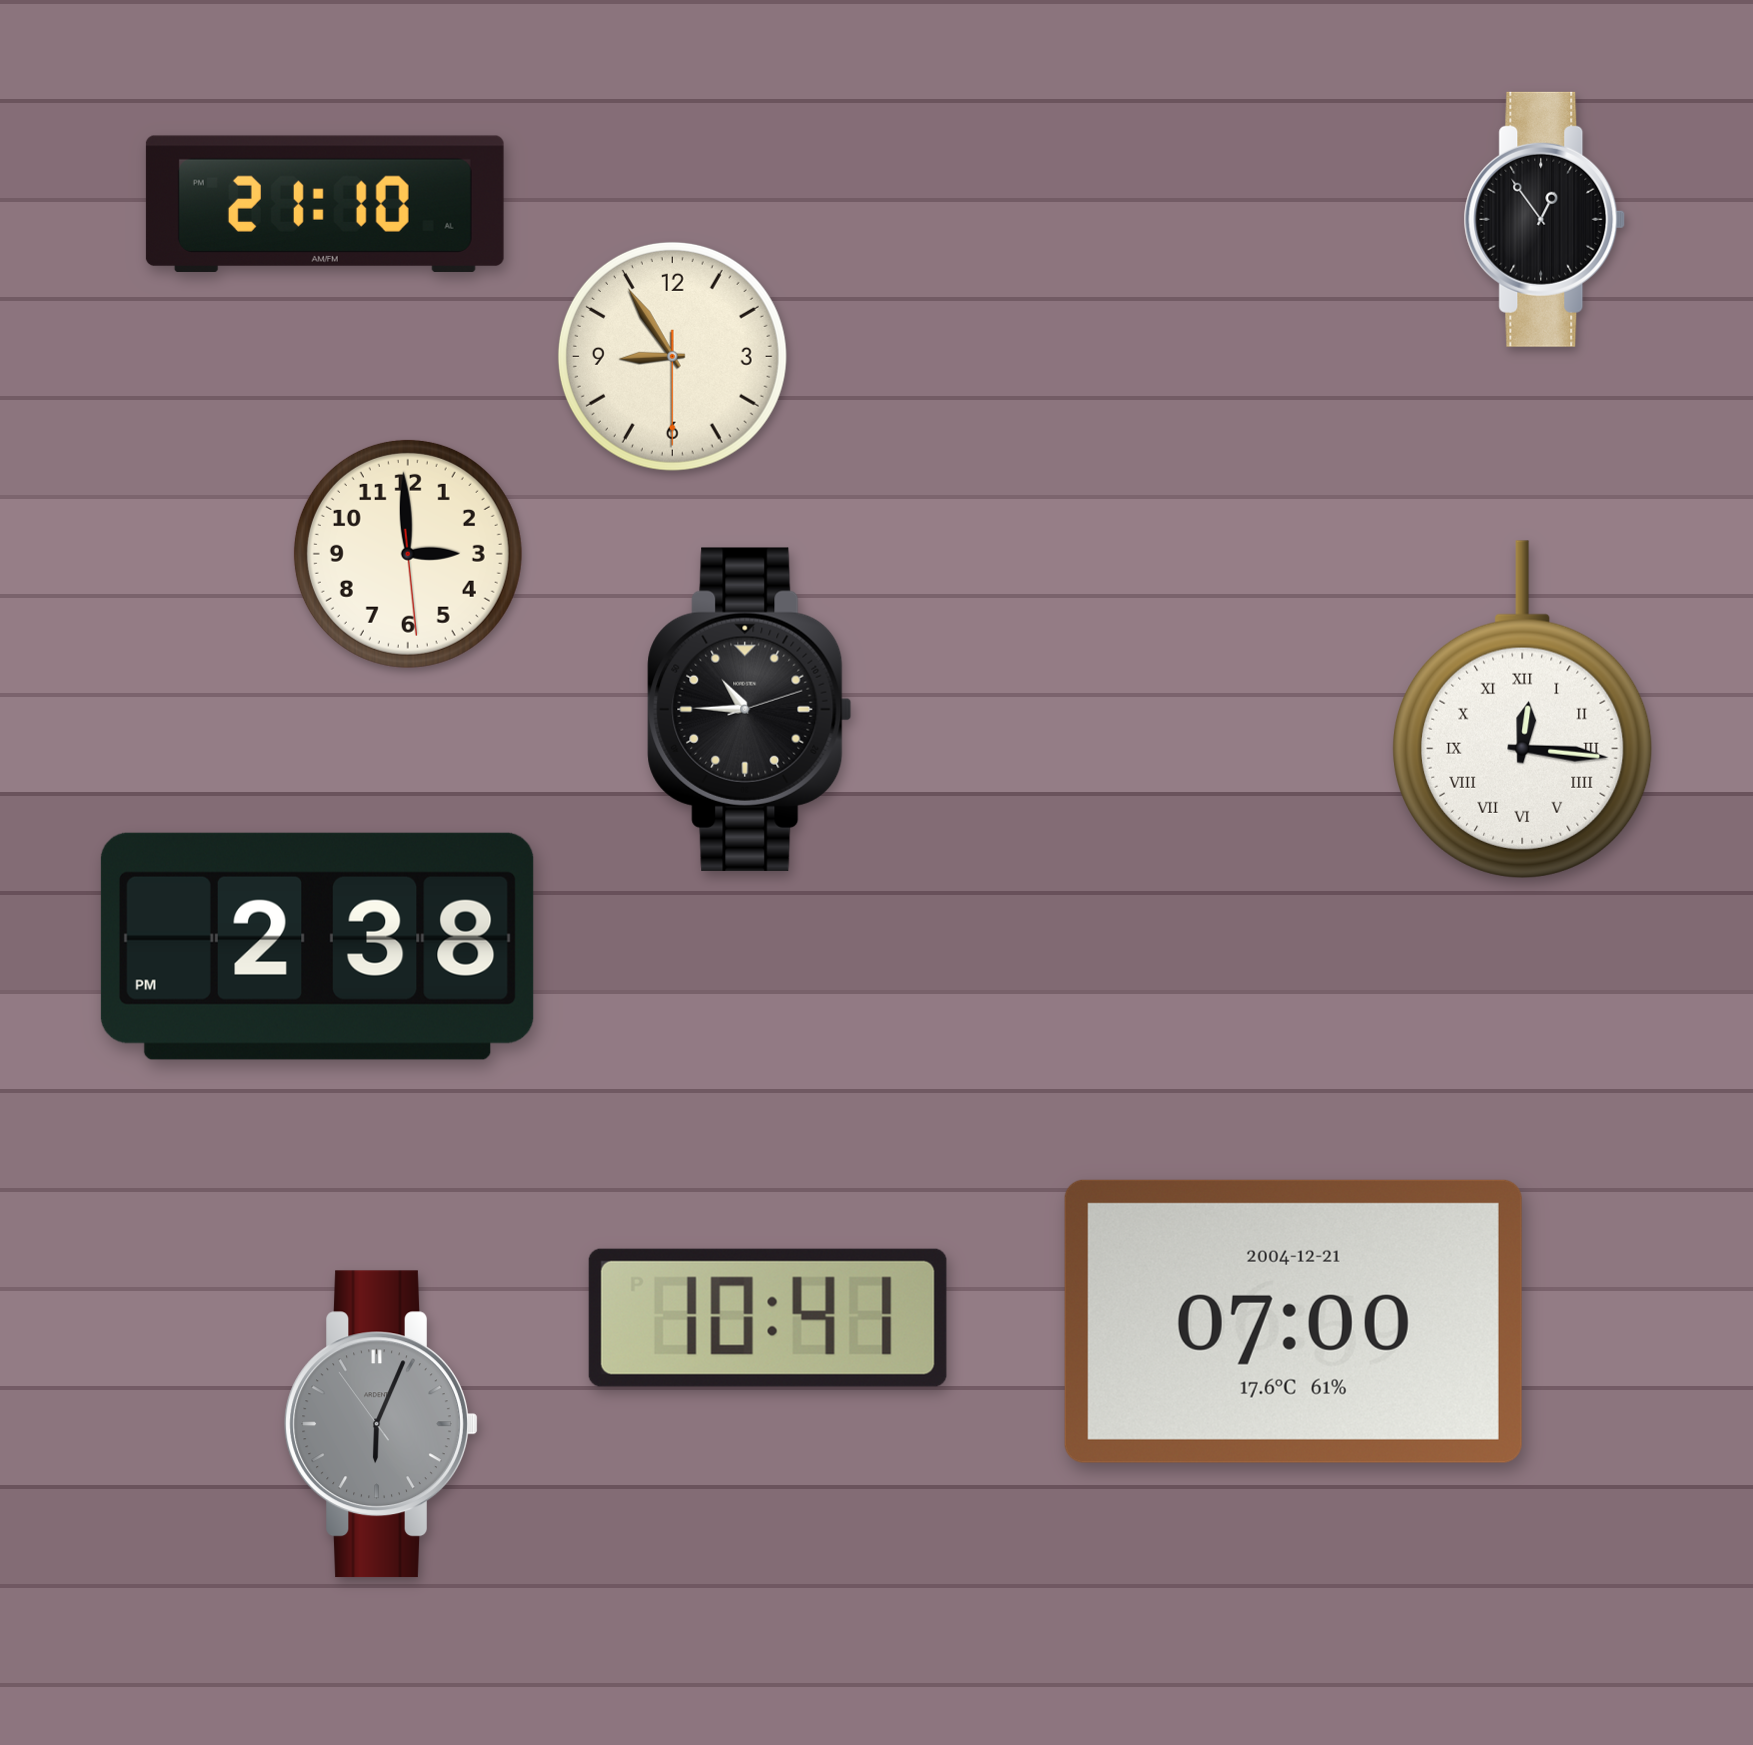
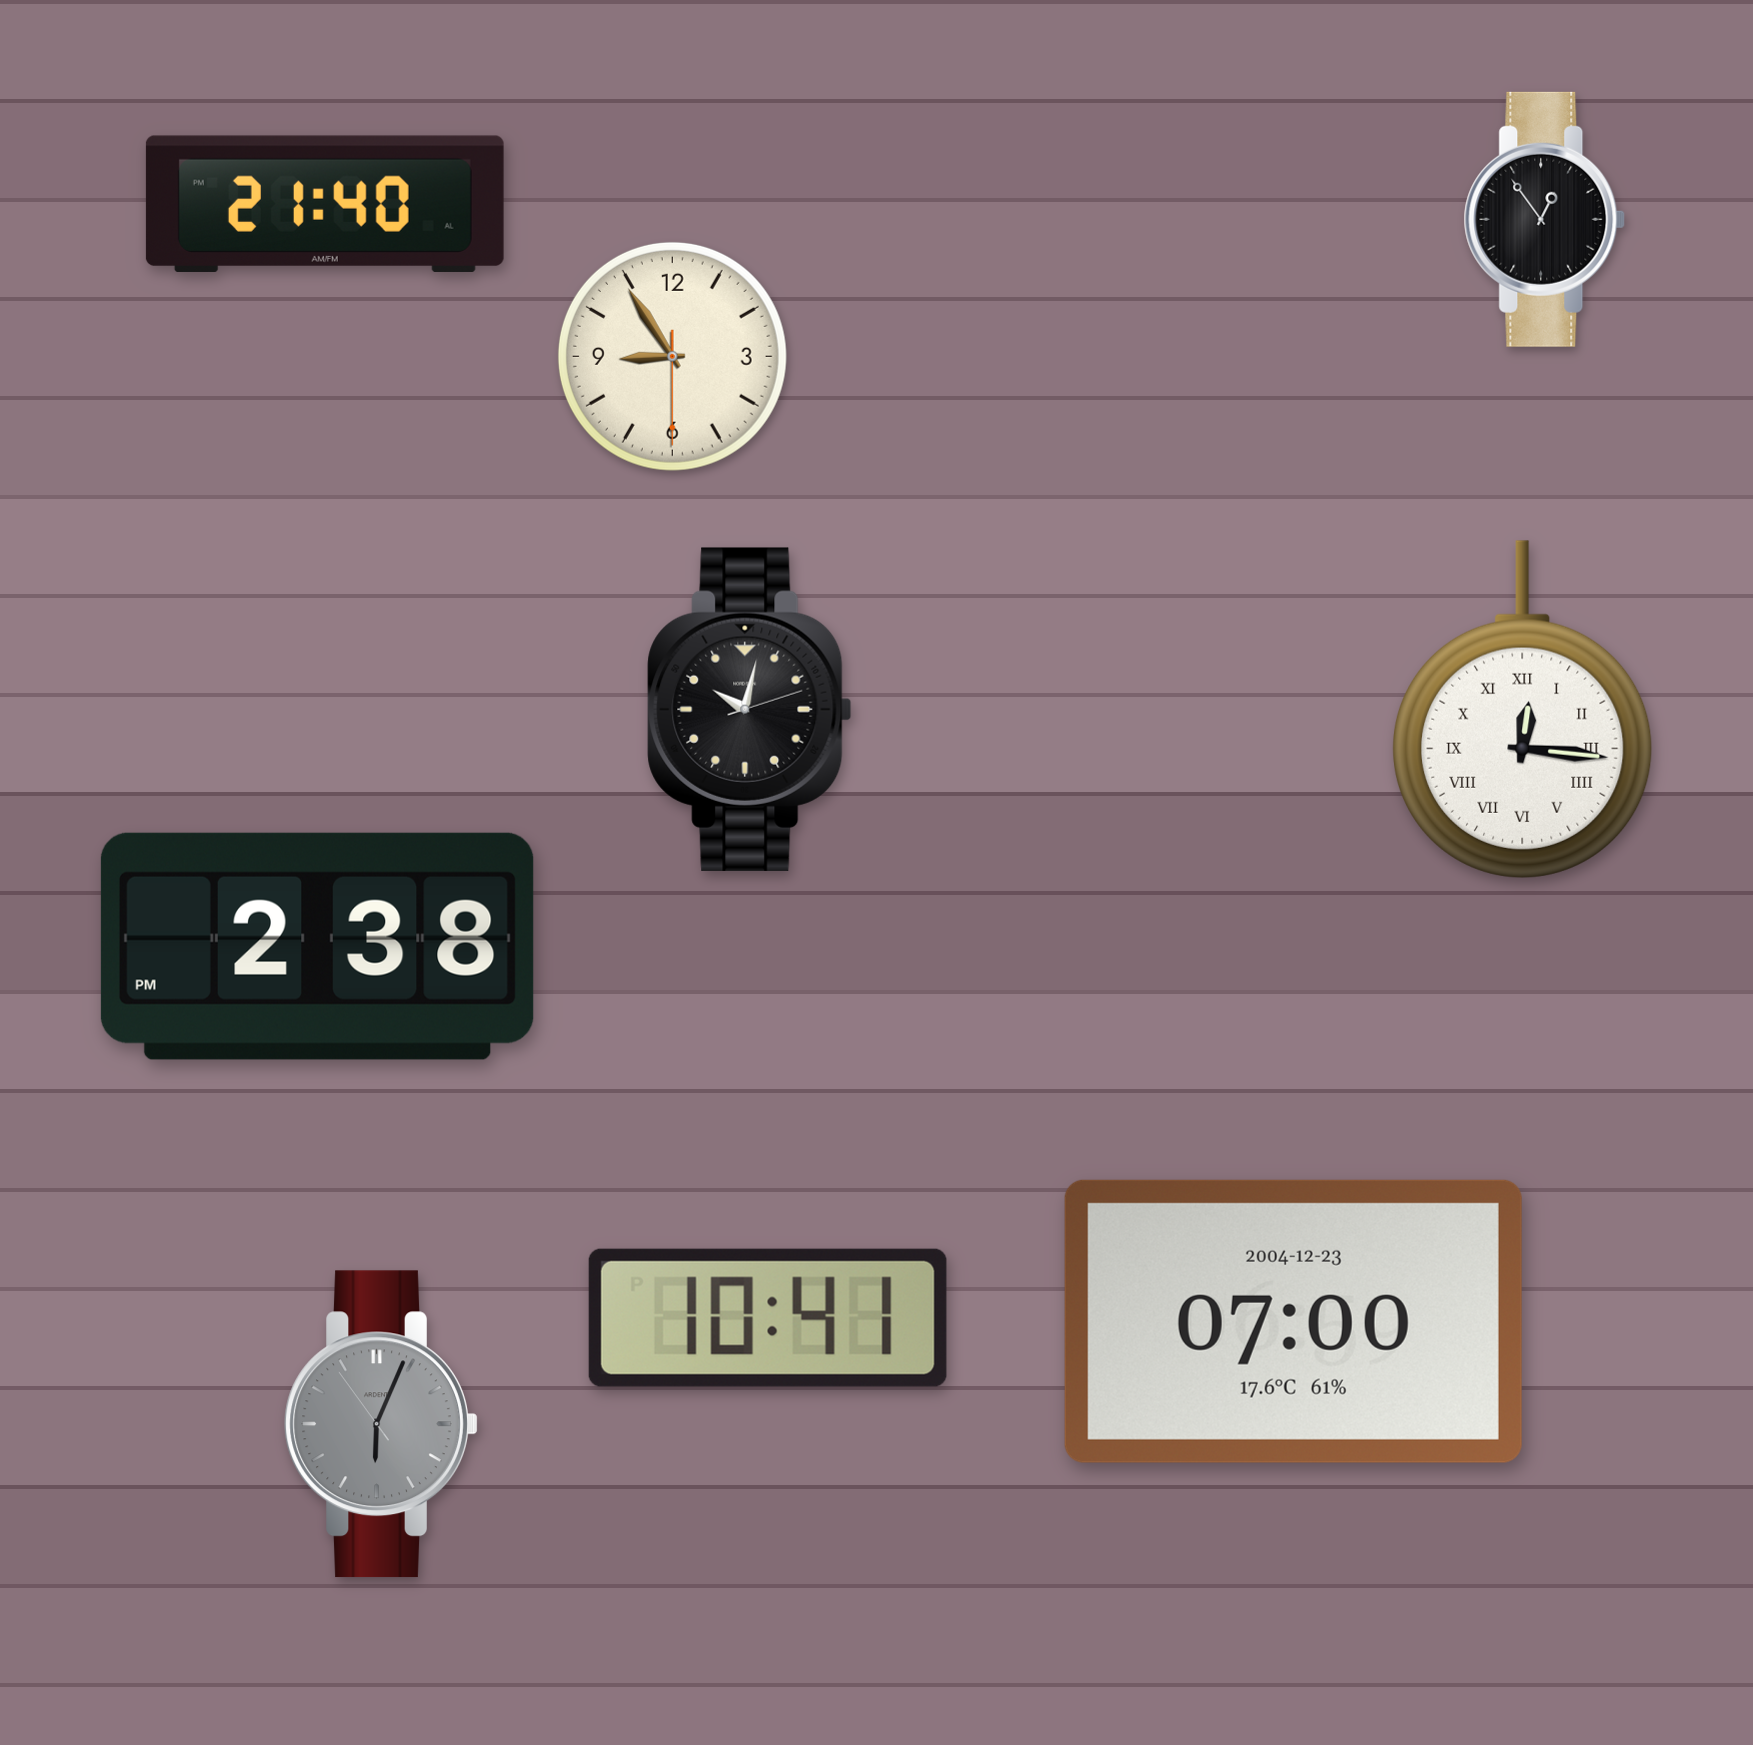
clock at (325, 204): 21:10 -> 21:40
clock at (408, 554): 2:59 -> none
clock at (750, 709): 10:45 -> 10:02
clock at (1293, 1321) date: 2004-12-21 -> 2004-12-23
